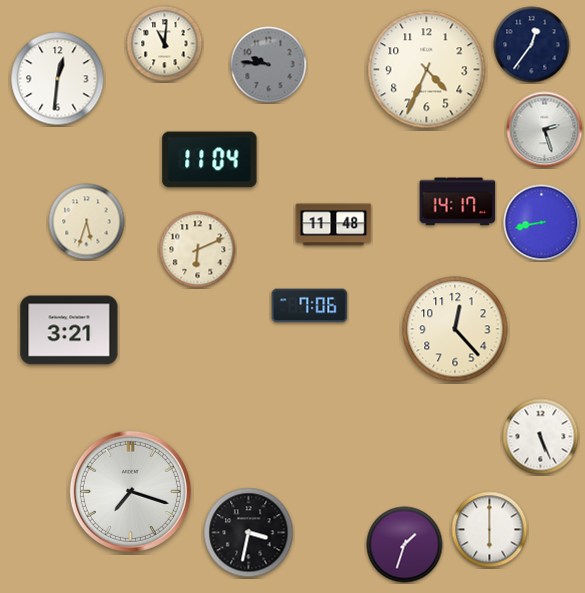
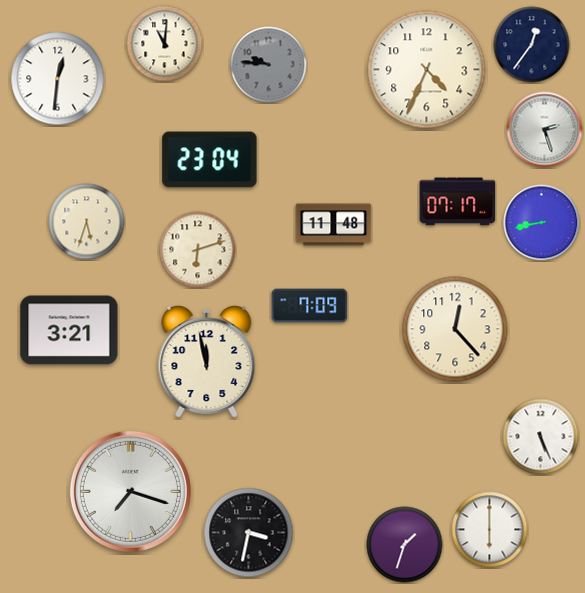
clock at (210, 160): 11:04 -> 23:04
clock at (458, 202): 14:17 -> 07:17
clock at (198, 250): 6:11 -> 6:12
clock at (310, 306): 7:06 -> 7:09
clock at (207, 362): none -> 11:58
